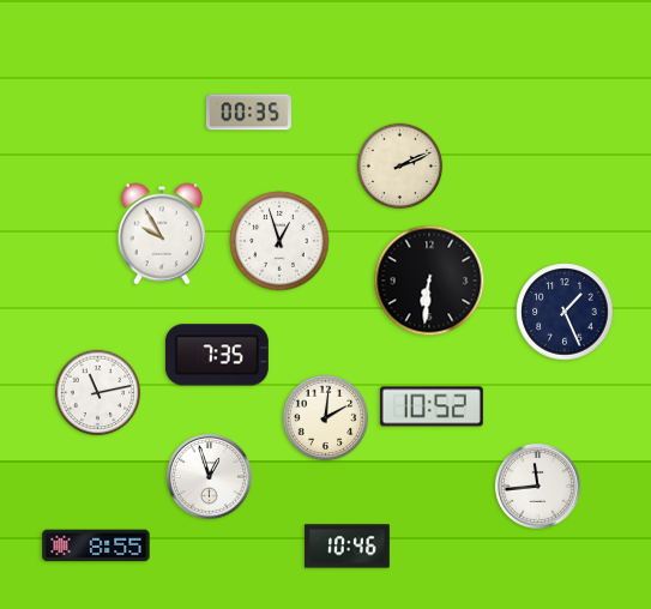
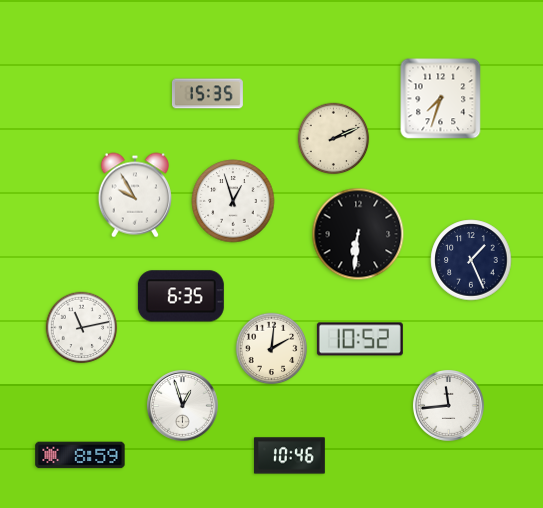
clock at (249, 113): 00:35 -> 15:35
clock at (441, 99): none -> 7:33
clock at (217, 355): 7:35 -> 6:35
clock at (209, 476) position: (209, 476) -> (182, 405)
clock at (96, 545): 8:55 -> 8:59
